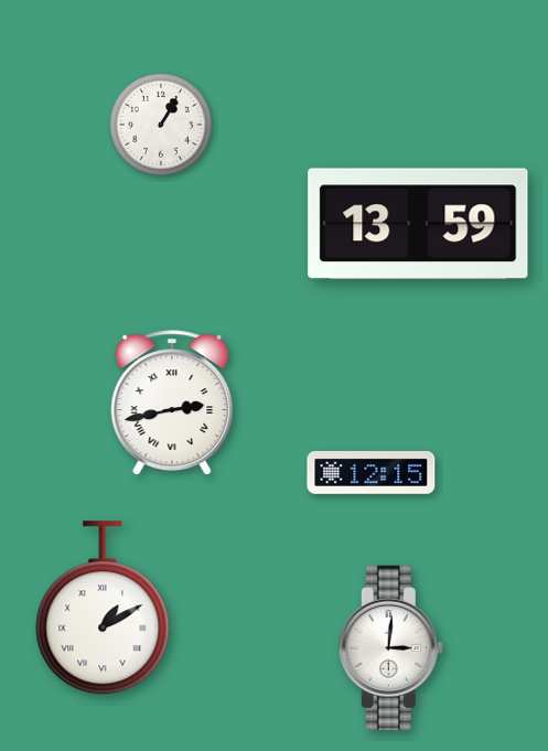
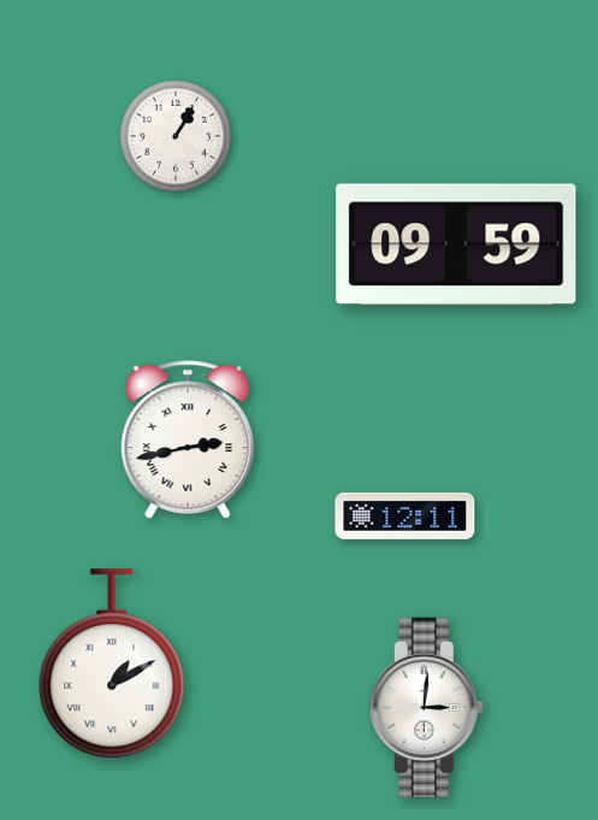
clock at (418, 224): 13:59 -> 09:59
clock at (372, 472): 12:15 -> 12:11
